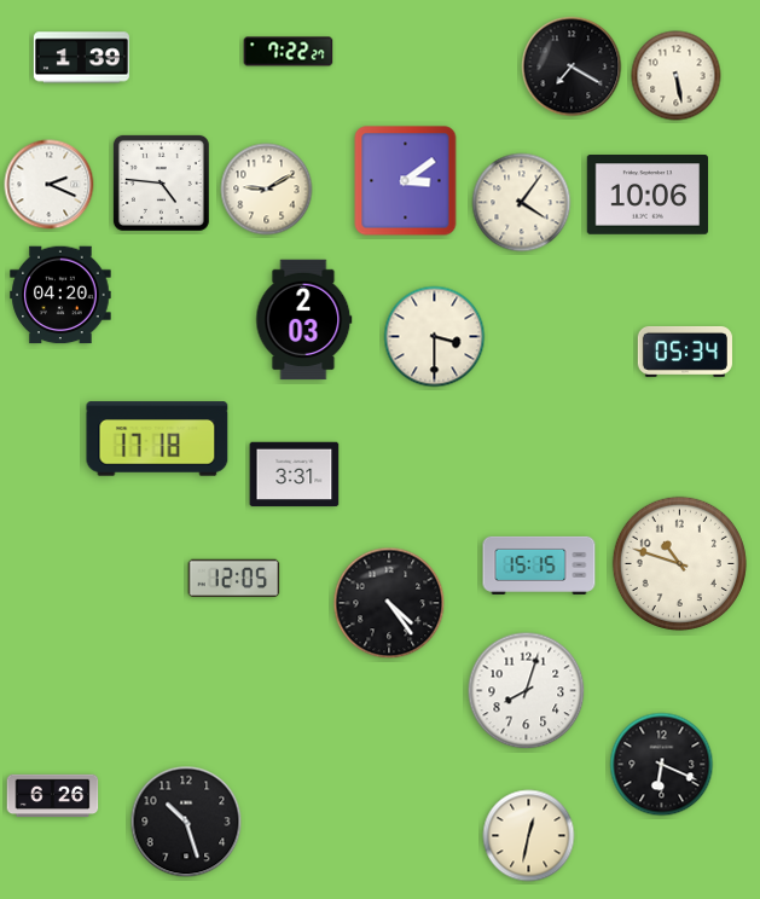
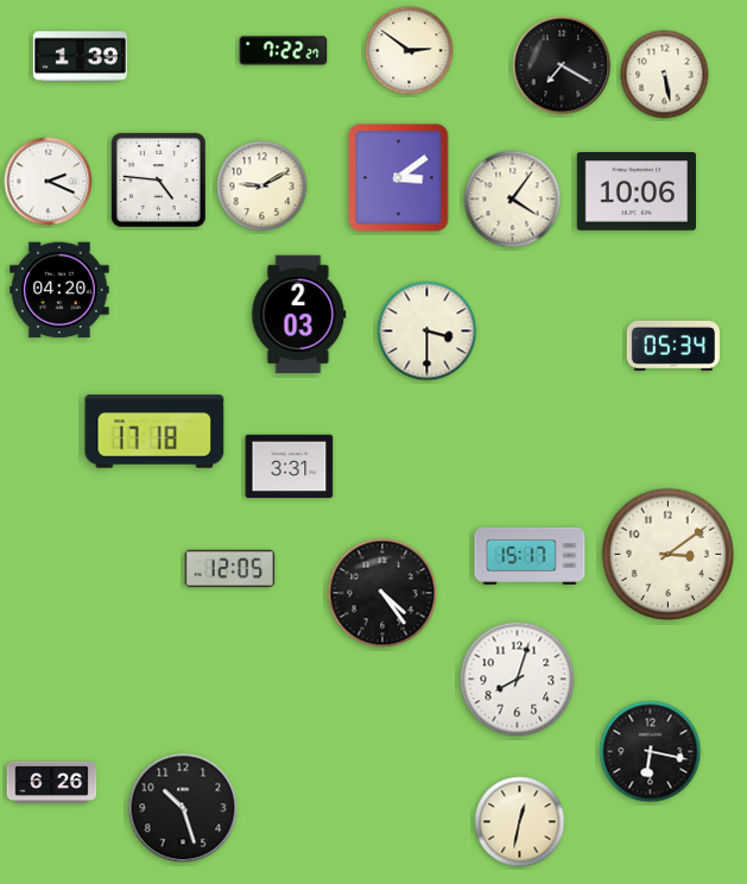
clock at (410, 51): none -> 2:51
clock at (679, 563): 10:48 -> 3:09
clock at (539, 565): 15:15 -> 15:17
clock at (662, 765): 6:19 -> 6:17
